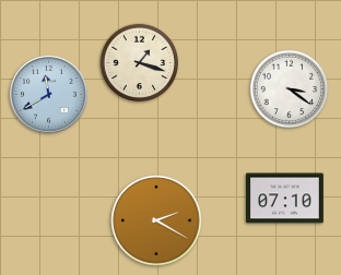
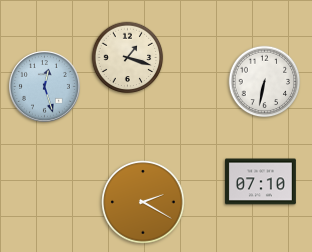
clock at (290, 89): 3:21 -> 6:32
clock at (48, 94): 11:40 -> 12:27
